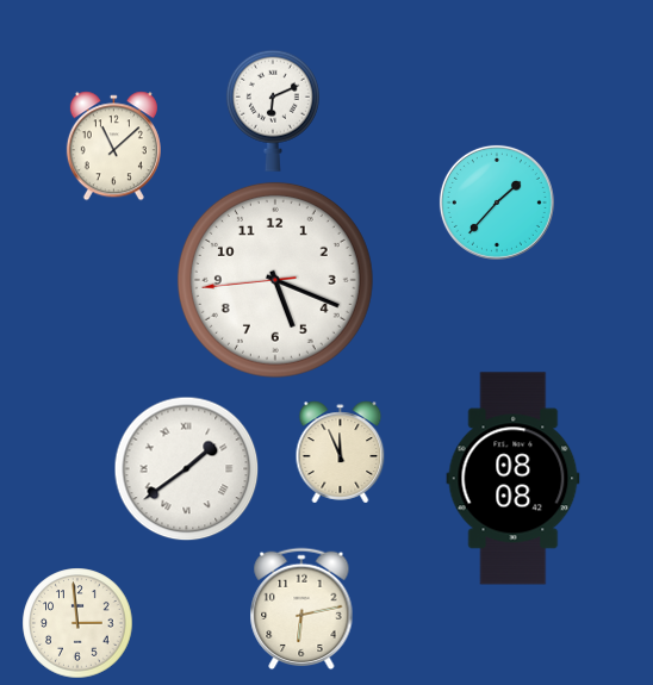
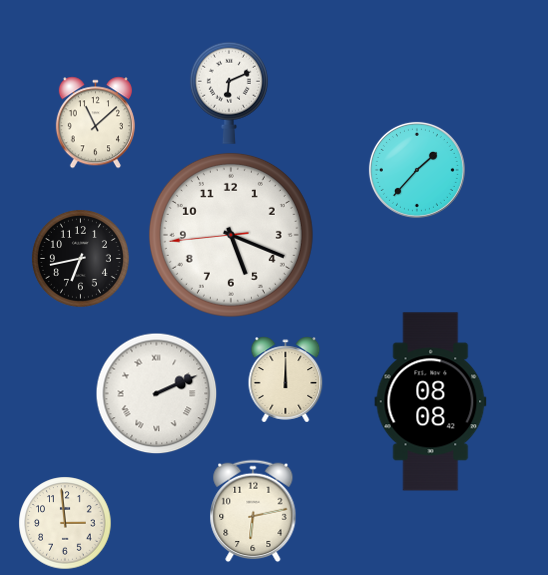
clock at (80, 258): none -> 6:43
clock at (341, 452): 11:56 -> 12:00
clock at (186, 468): 1:39 -> 2:11
